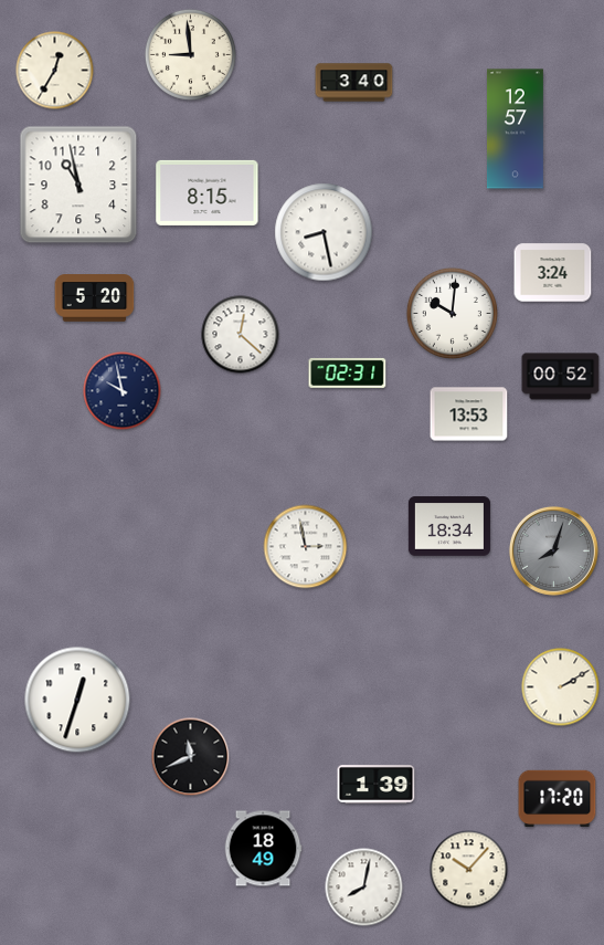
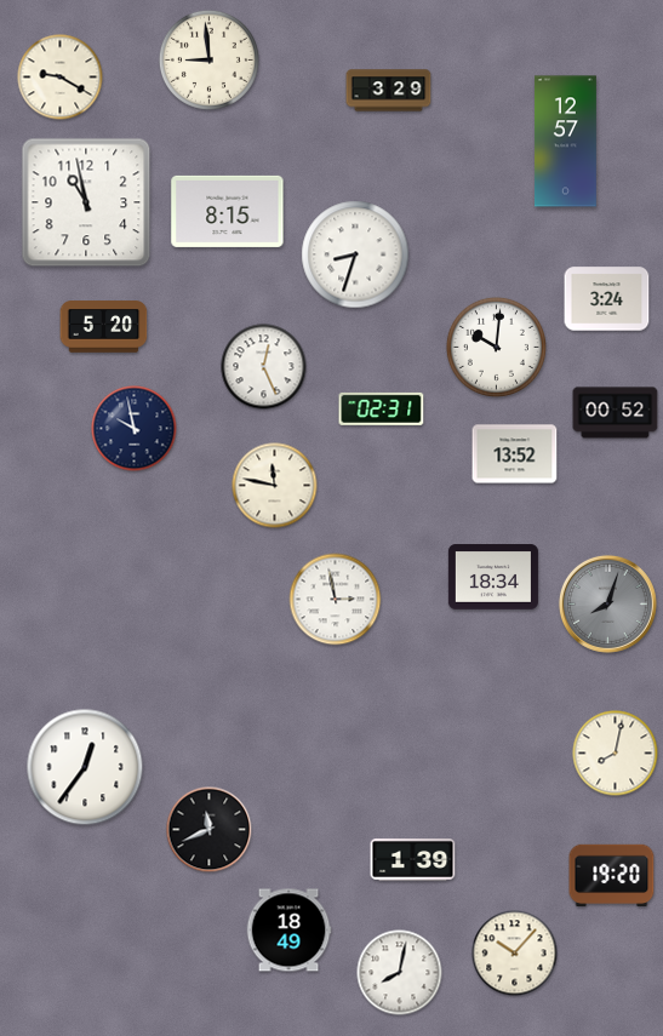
clock at (55, 71): 12:35 -> 9:20
clock at (354, 83): 3:40 -> 3:29
clock at (324, 232): 8:28 -> 8:33
clock at (452, 313) position: (452, 313) -> (496, 347)
clock at (241, 335): 12:22 -> 12:26
clock at (469, 414): 13:53 -> 13:52
clock at (275, 486): none -> 11:47
clock at (561, 687): 2:10 -> 8:02
clock at (77, 700): 12:33 -> 12:36
clock at (558, 799): 17:20 -> 19:20
